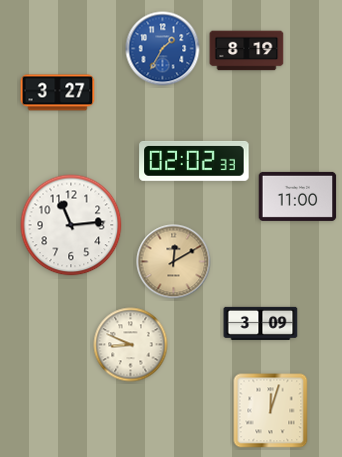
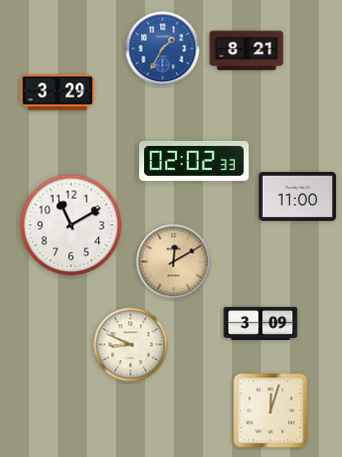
clock at (247, 51): 8:19 -> 8:21
clock at (58, 93): 3:27 -> 3:29
clock at (71, 225): 11:14 -> 11:10
